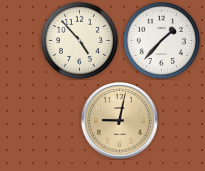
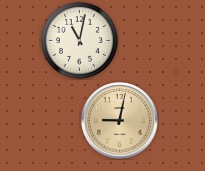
clock at (79, 40): 4:53 -> 11:02
clock at (161, 40): 1:37 -> none
